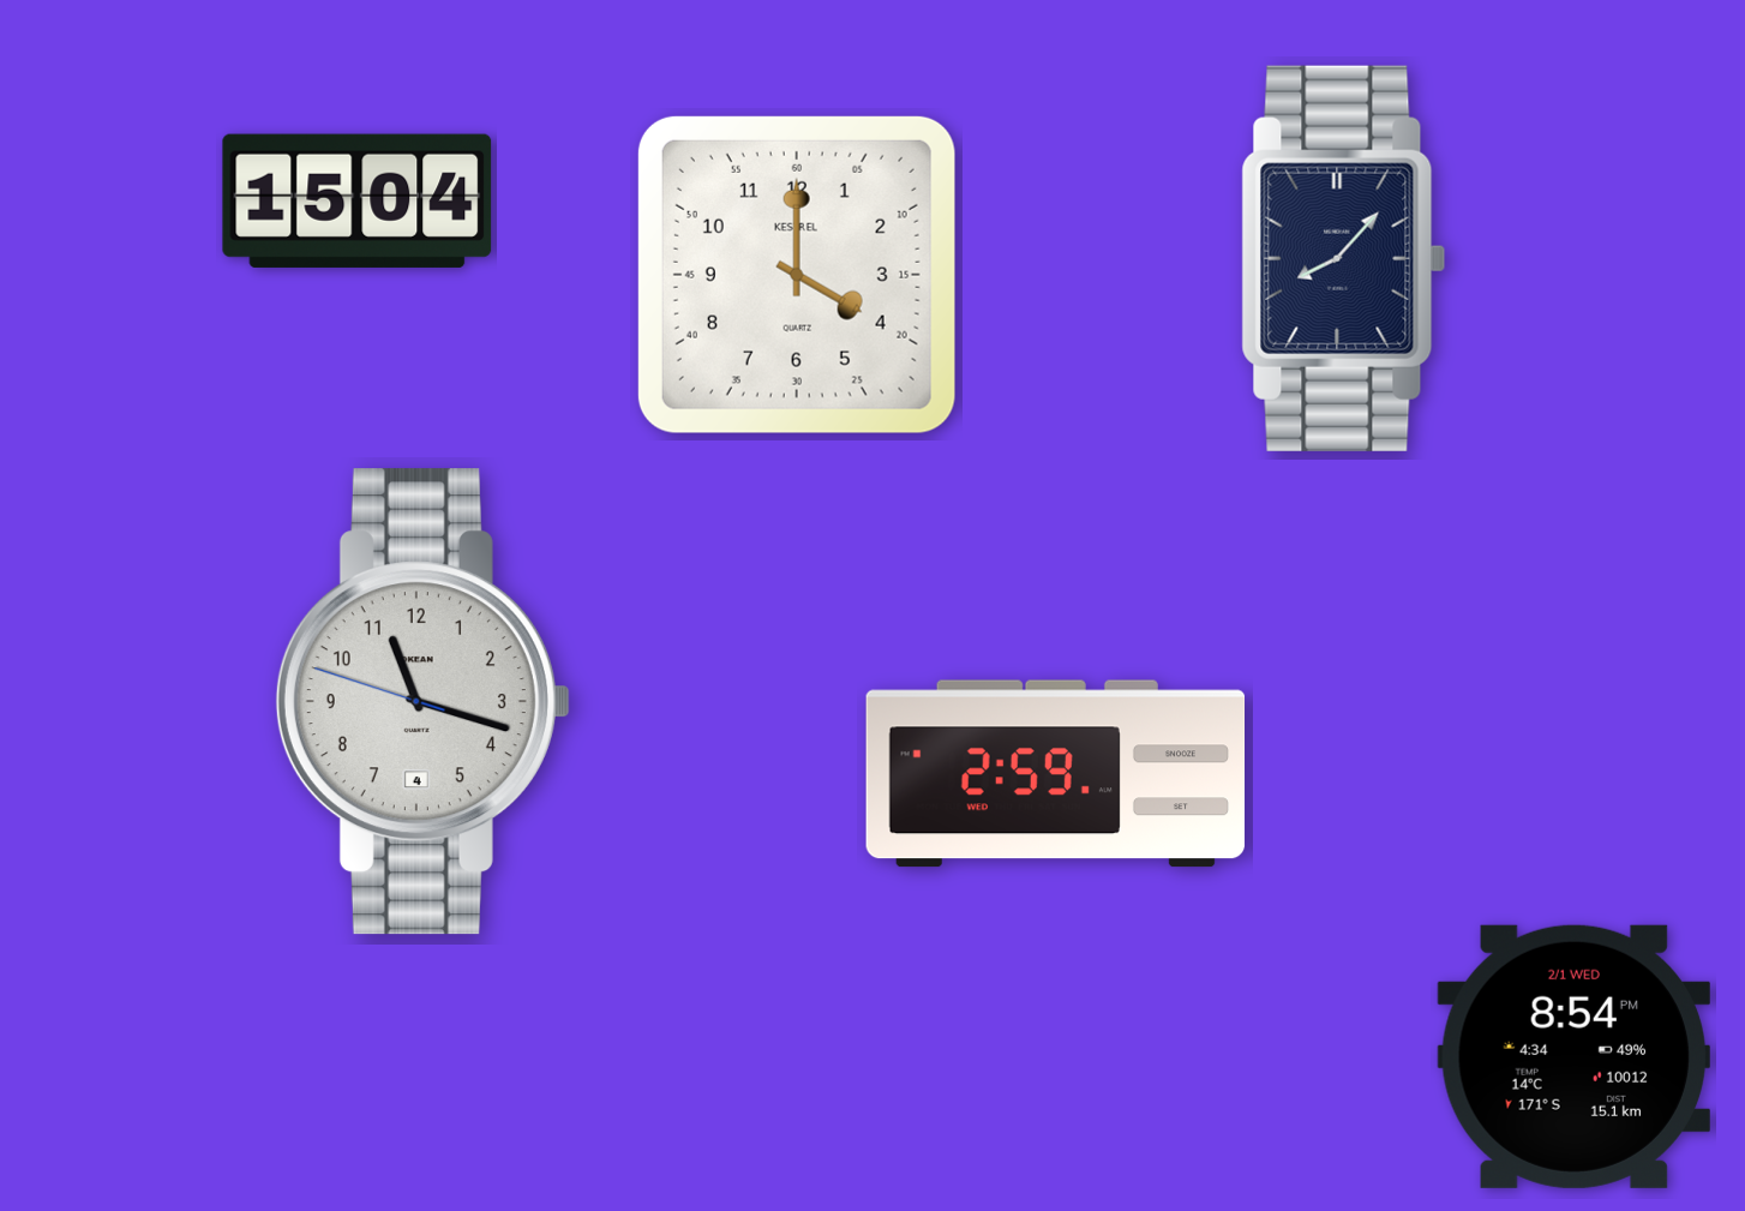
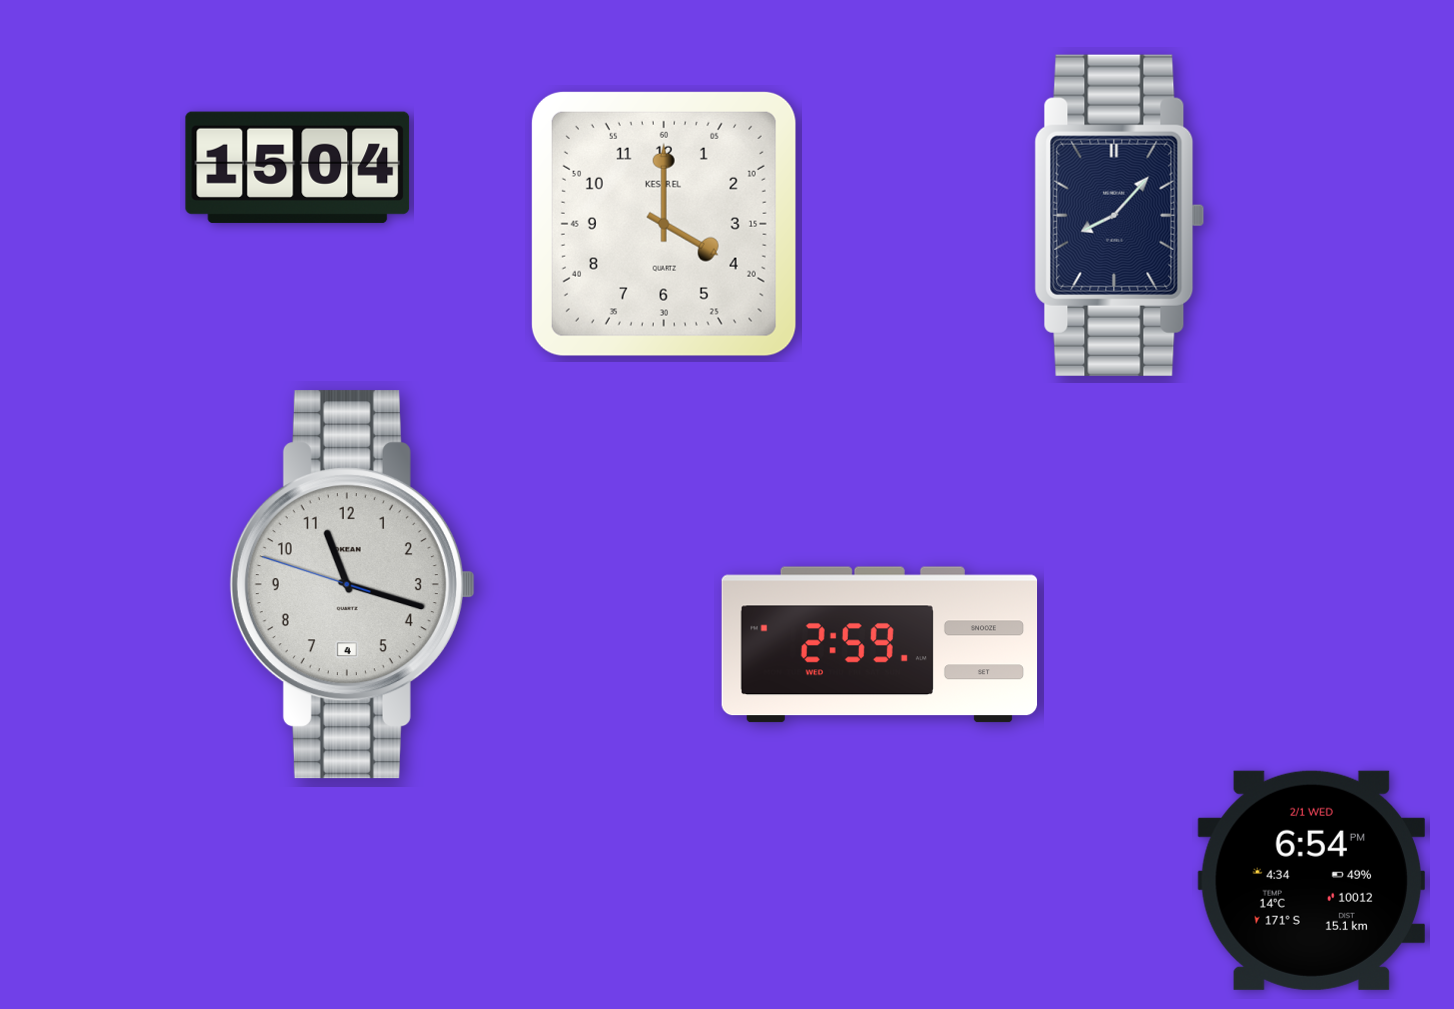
clock at (797, 275) position: (797, 275) -> (664, 224)
clock at (1573, 1056): 8:54 -> 6:54
